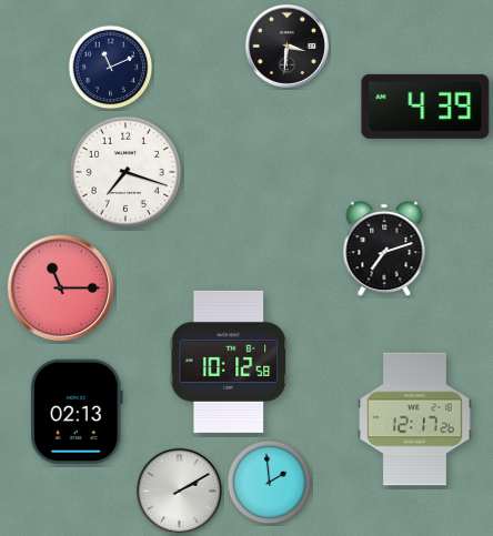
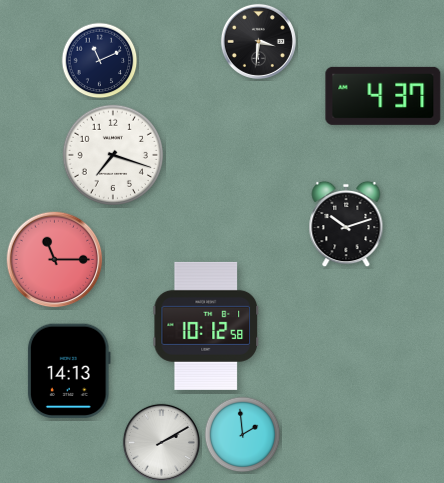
clock at (425, 107): 4:39 -> 4:37
clock at (384, 249): 7:12 -> 10:12
clock at (77, 412): 02:13 -> 14:13
clock at (415, 419): 12:17 -> none
